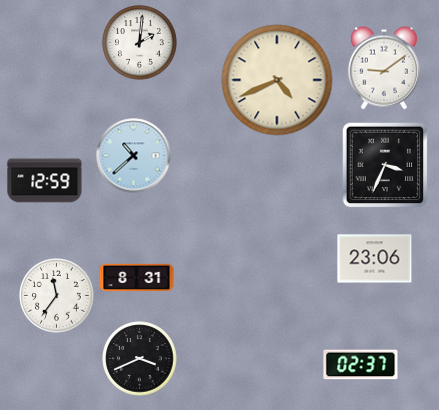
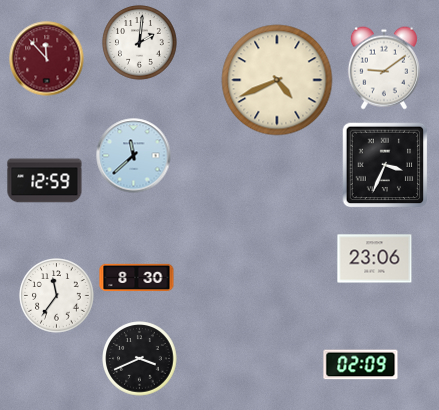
clock at (47, 59): none -> 11:53
clock at (134, 156): 10:38 -> 11:38
clock at (137, 278): 8:31 -> 8:30
clock at (361, 365): 02:37 -> 02:09
